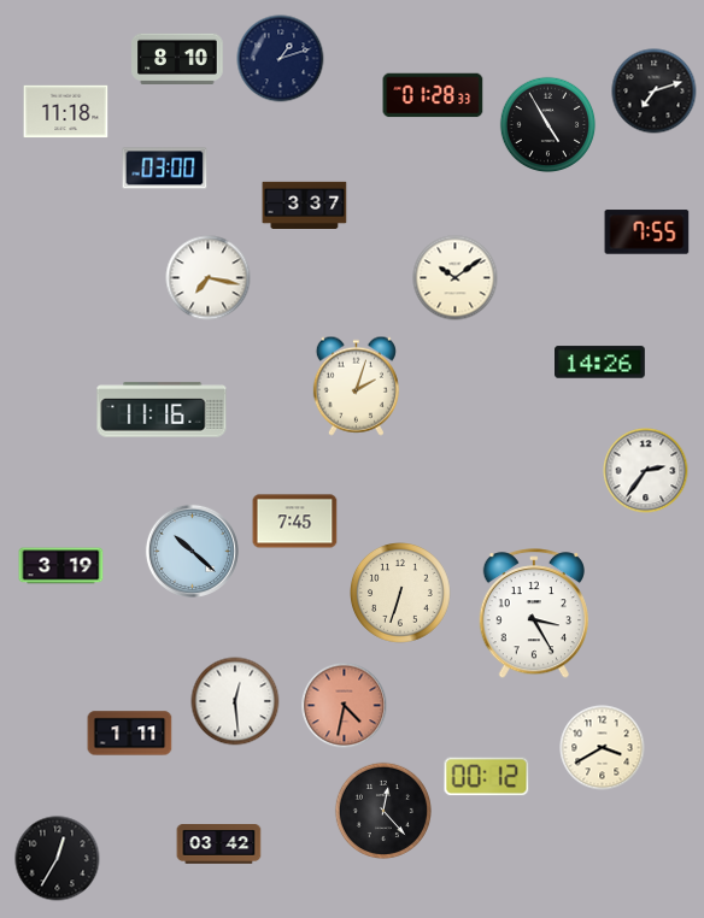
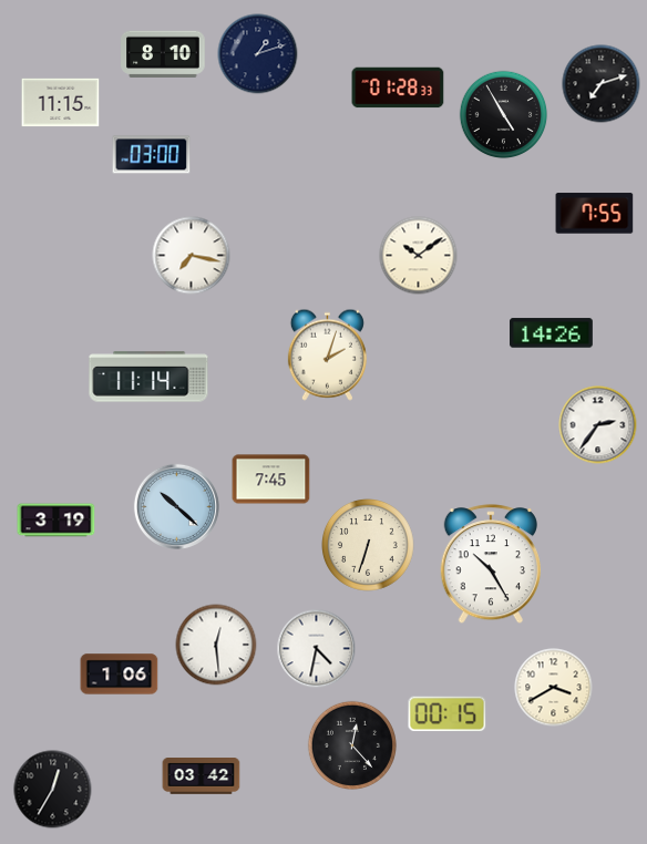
clock at (66, 112): 11:18 -> 11:15
clock at (305, 205): 3:37 -> none
clock at (162, 410): 11:16 -> 11:14
clock at (646, 471) position: (646, 471) -> (598, 425)
clock at (533, 614): 3:25 -> 10:25
clock at (345, 706) dial: salmon -> white
clock at (130, 734): 1:11 -> 1:06
clock at (487, 777): 00:12 -> 00:15
